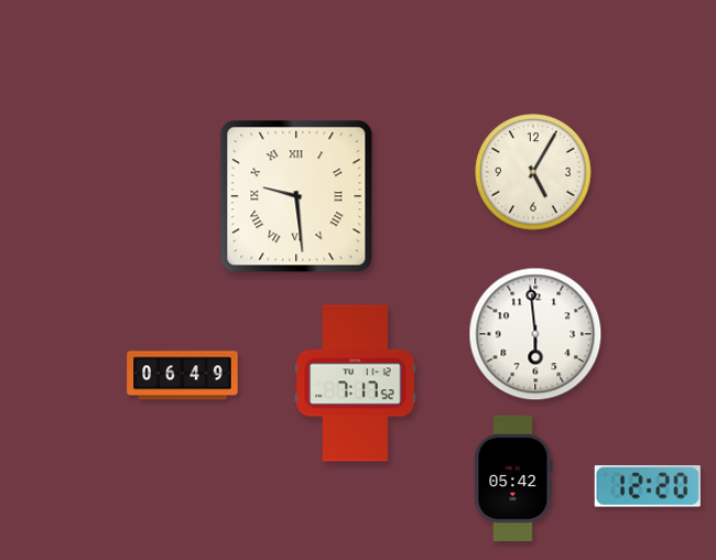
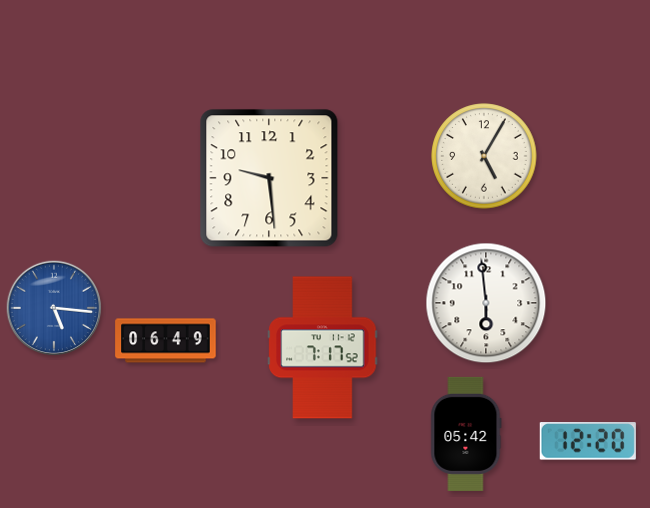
clock at (296, 196) numerals: Roman -> Arabic
clock at (54, 308): none -> 5:16
